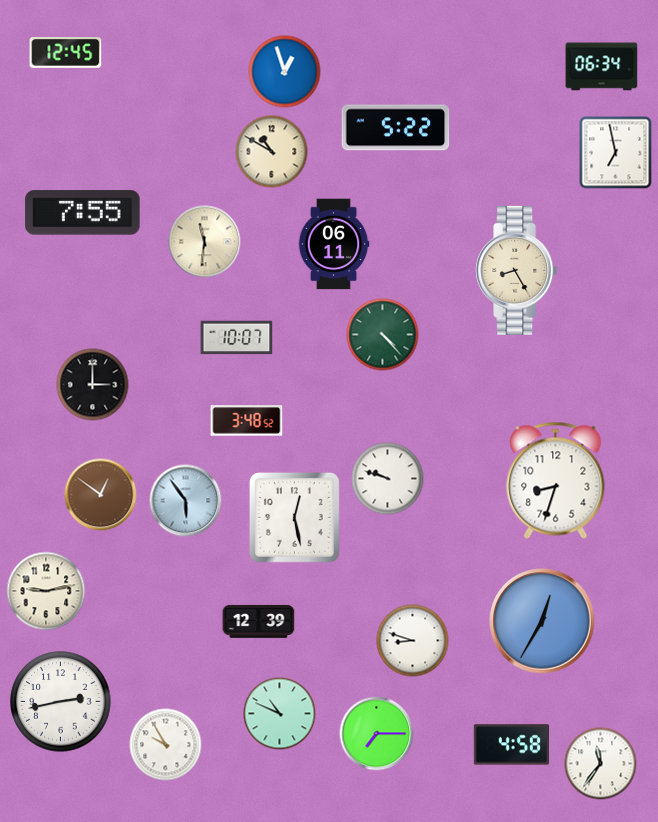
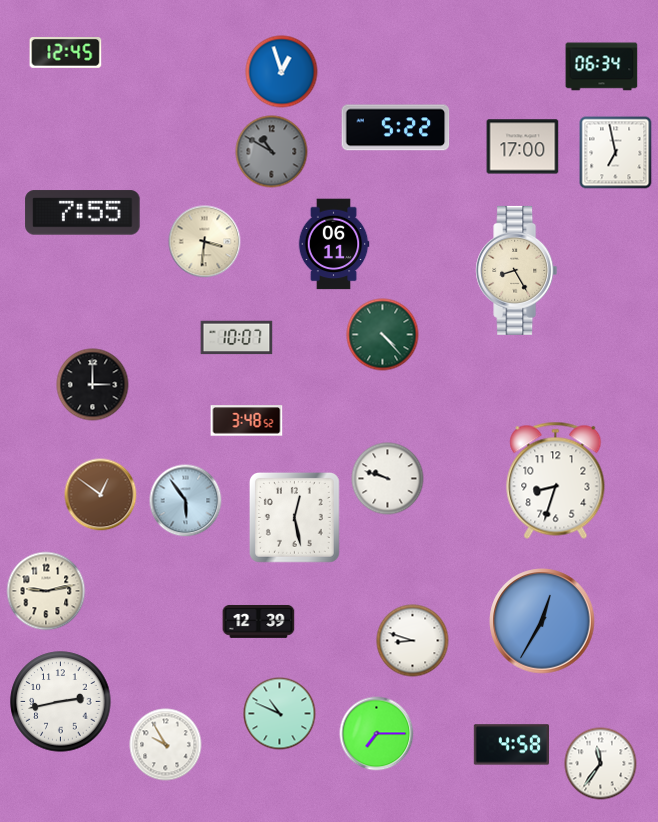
clock at (285, 72) position: (285, 72) -> (282, 72)
clock at (523, 147): none -> 17:00
clock at (272, 152) dial: cream -> grey
clock at (205, 242): 11:31 -> 3:31
